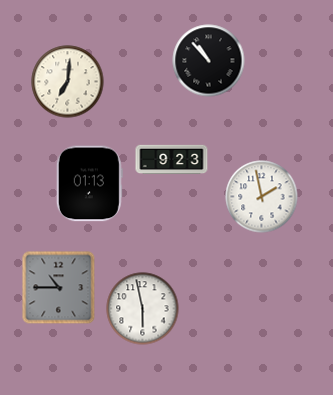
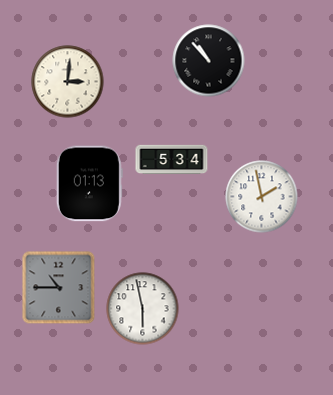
clock at (68, 82): 7:01 -> 3:01
clock at (172, 160): 9:23 -> 5:34
